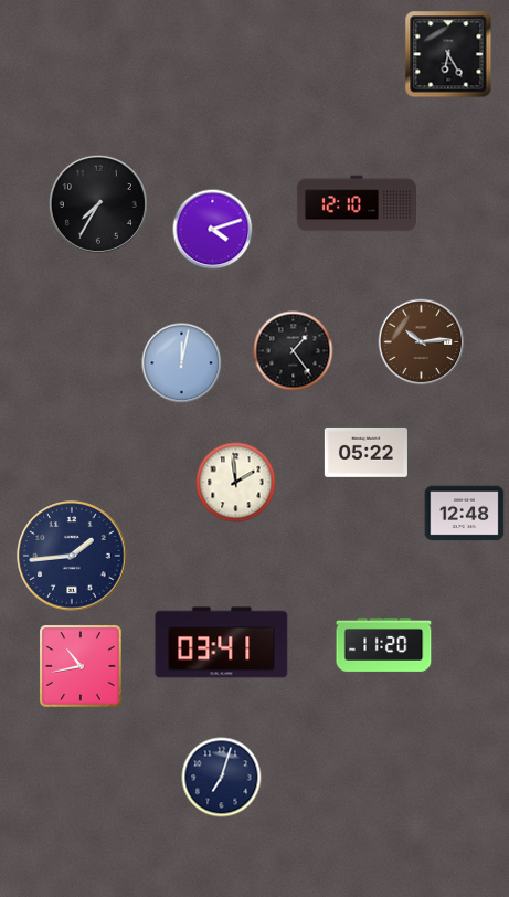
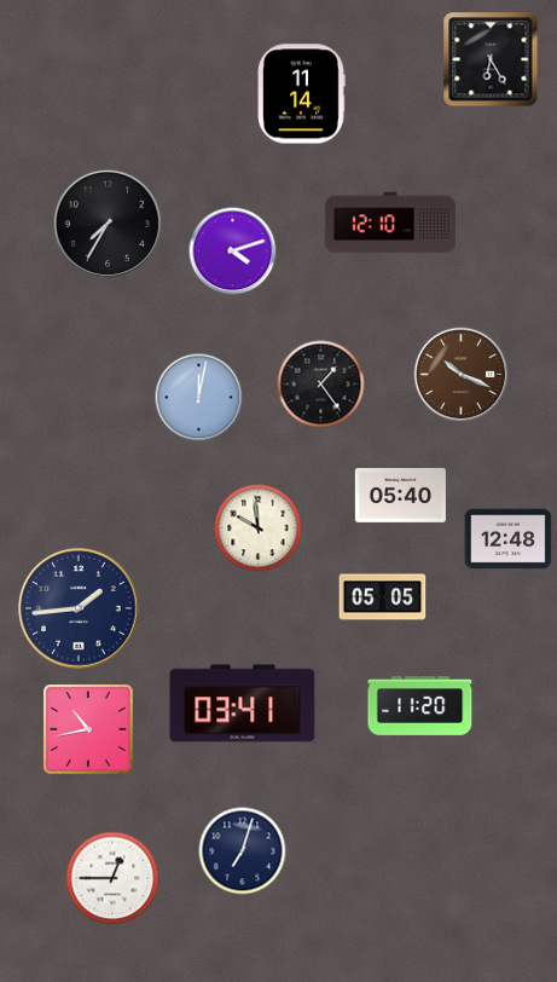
clock at (301, 94): none -> 11:14
clock at (422, 342): 10:14 -> 10:19
clock at (365, 452): 05:22 -> 05:40
clock at (236, 483): 1:59 -> 9:59
clock at (465, 514) position: (465, 514) -> (509, 539)
clock at (383, 597): none -> 05:05
clock at (112, 878): none -> 12:45
